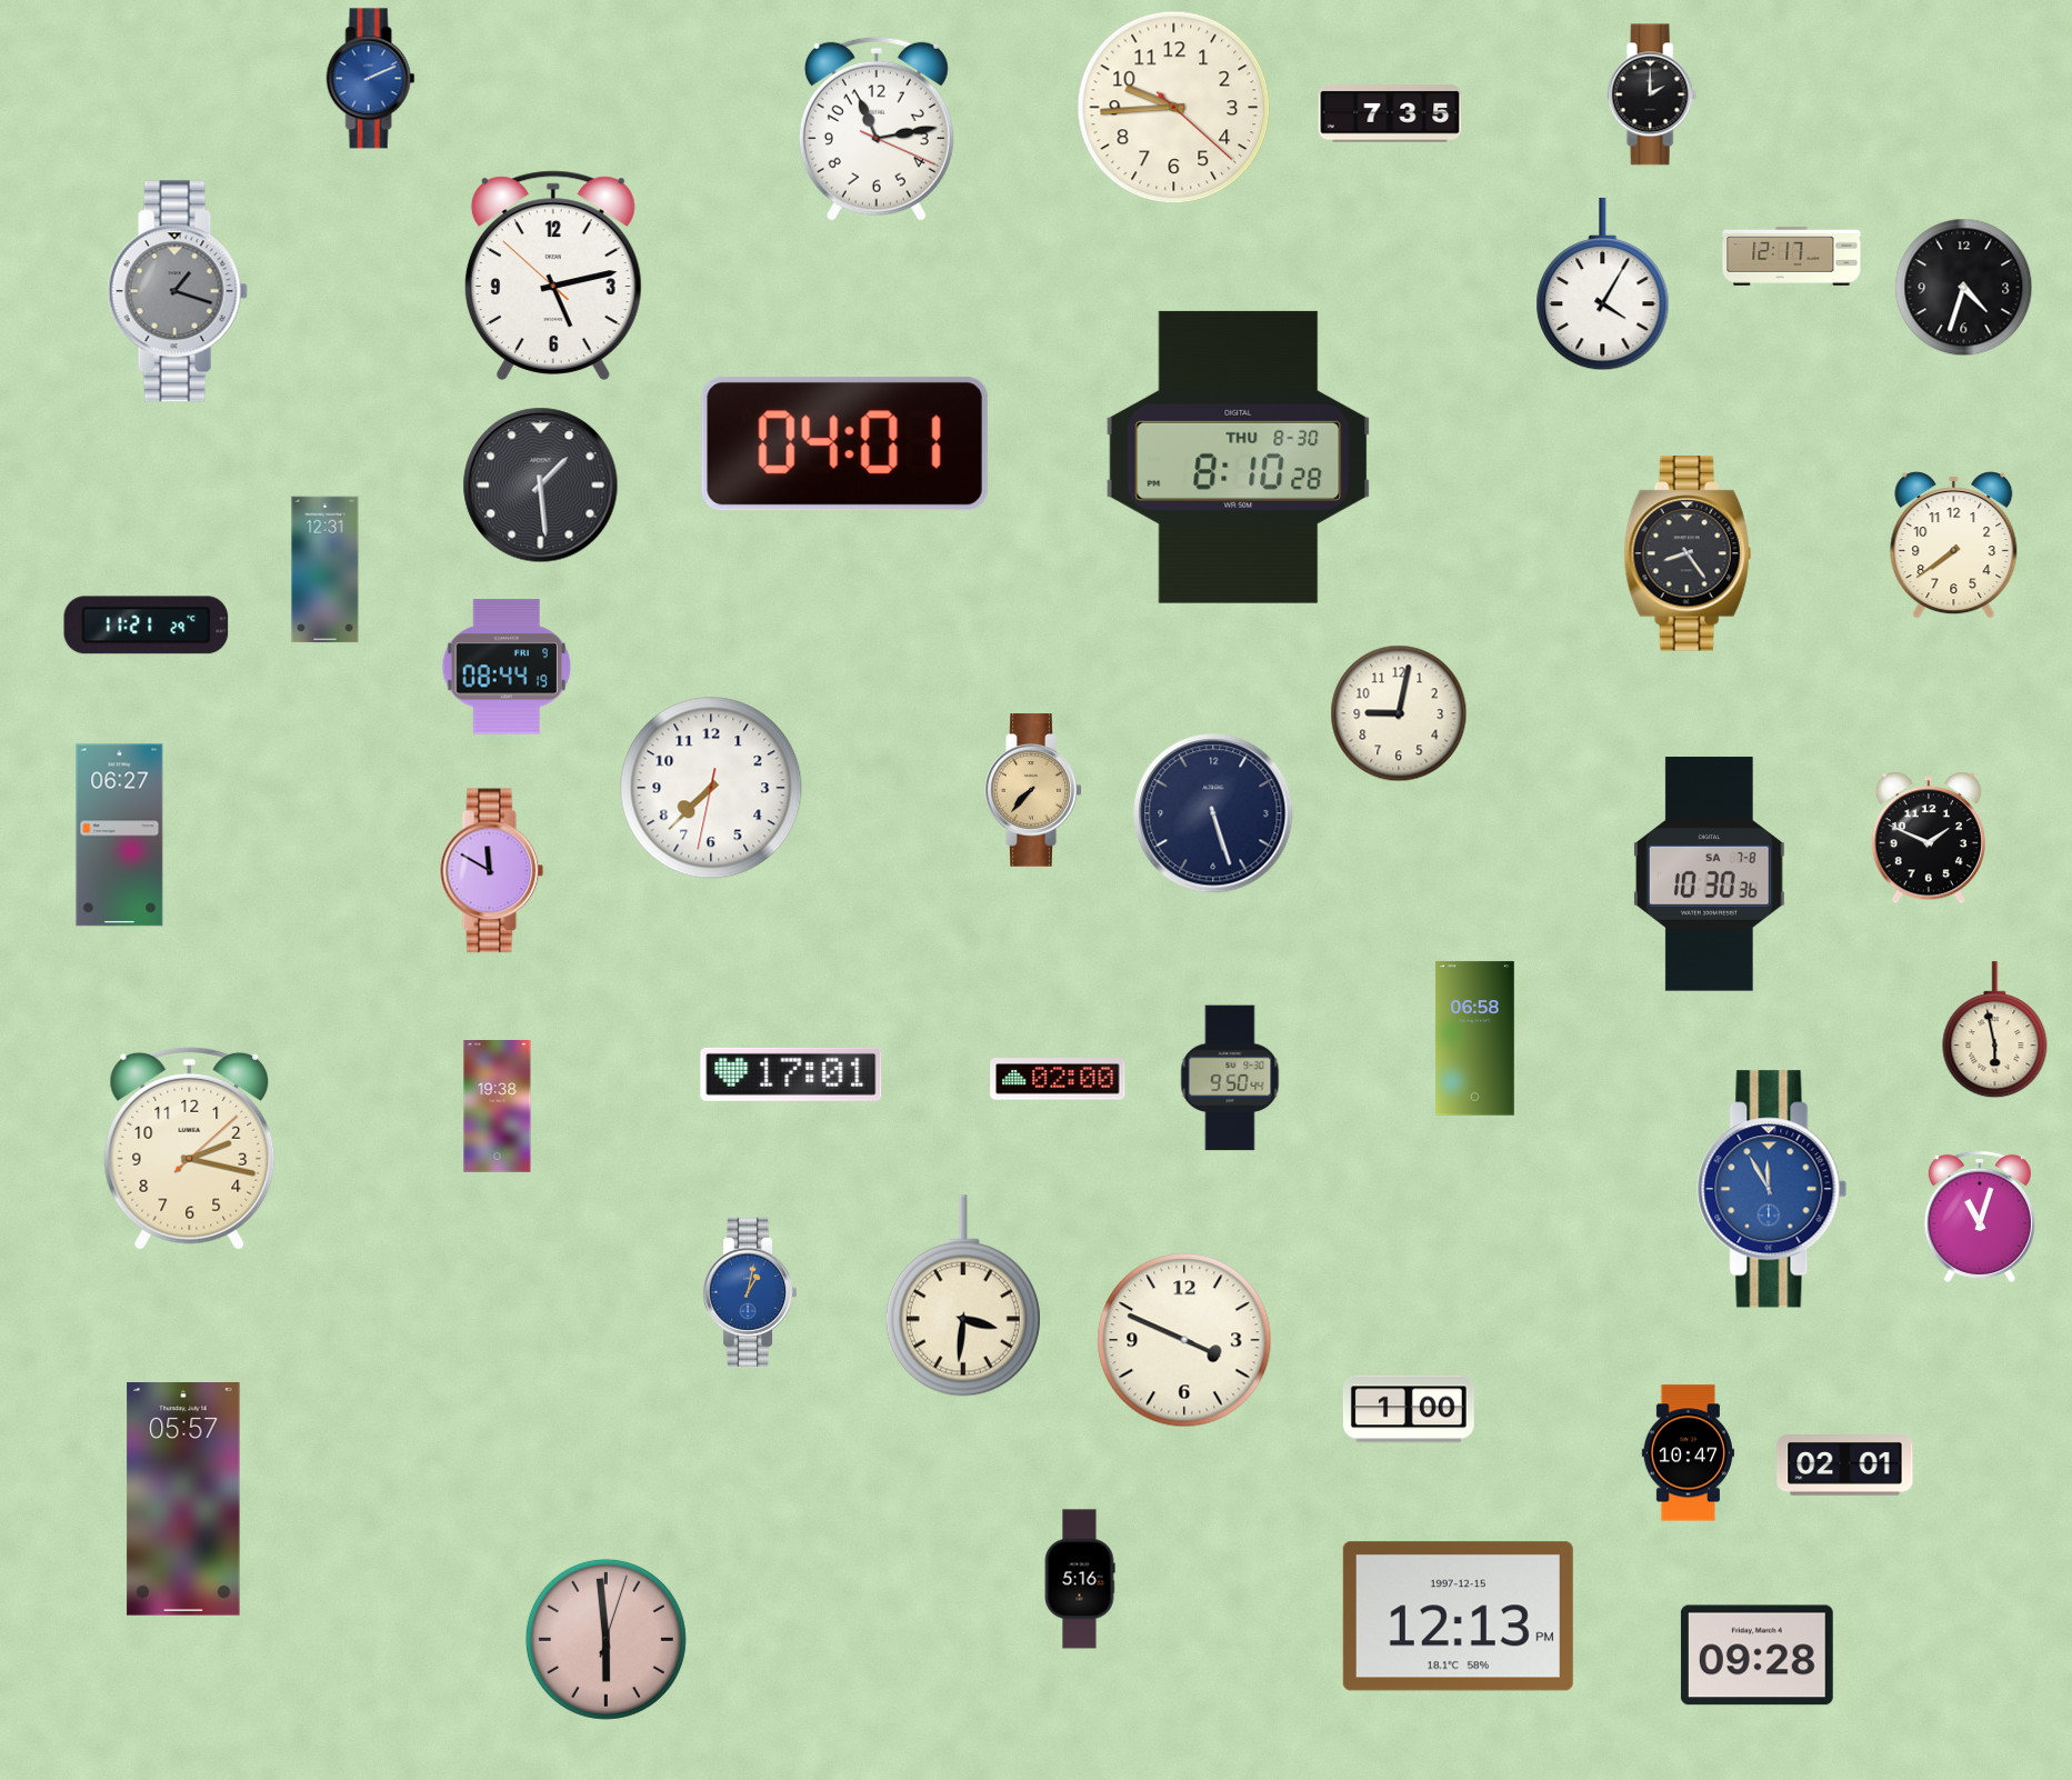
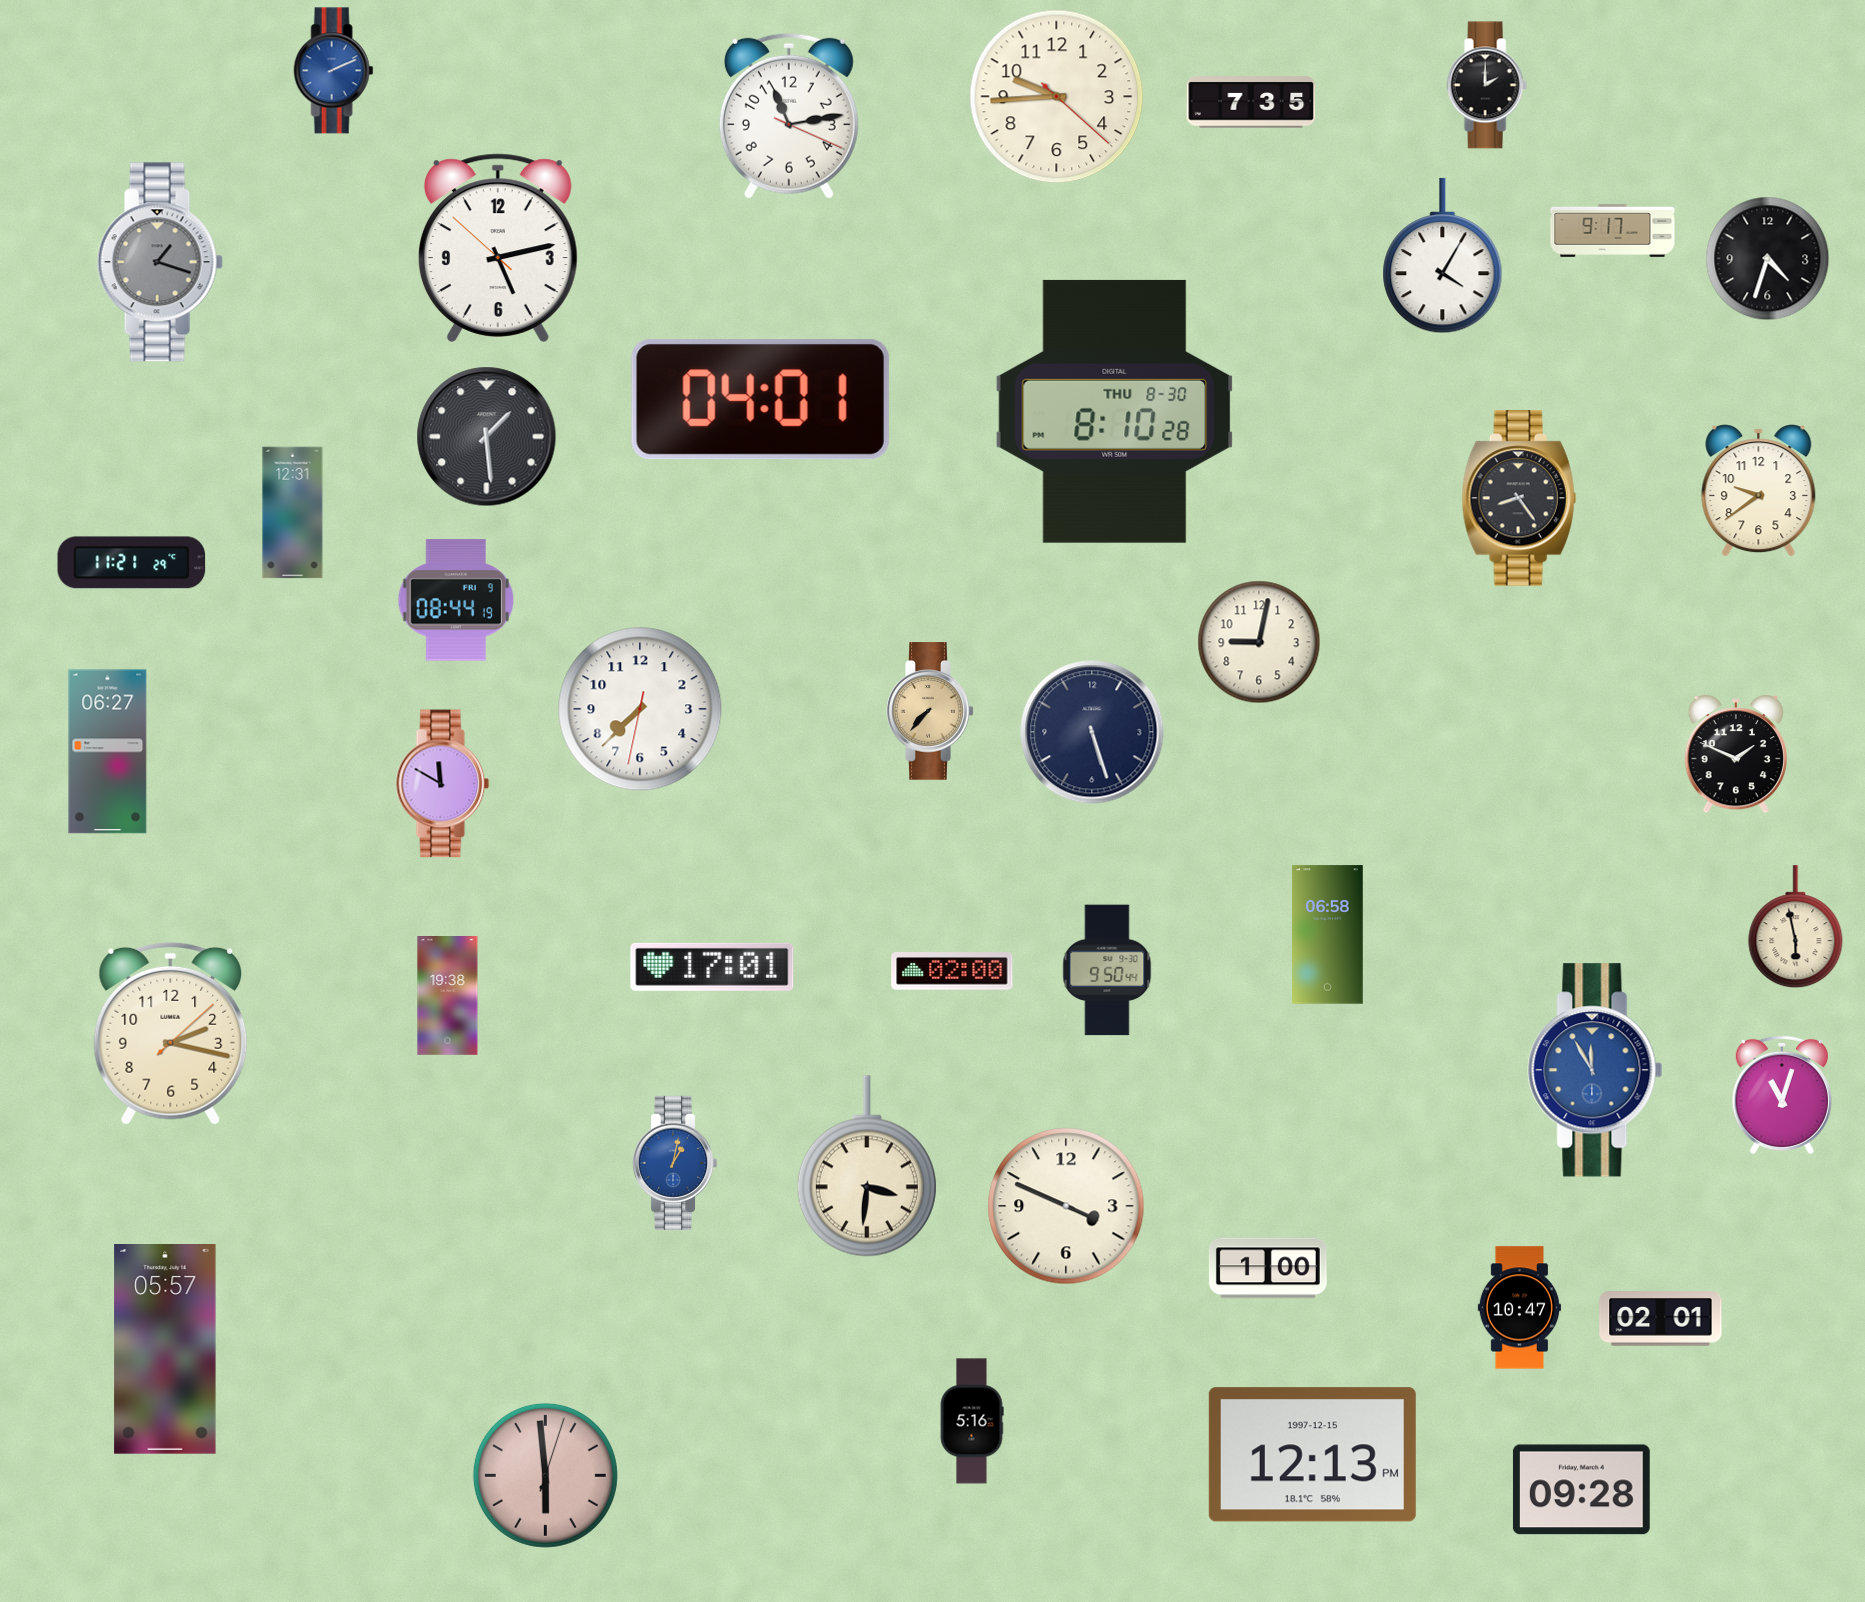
clock at (1792, 257): 12:17 -> 9:17
clock at (1954, 546): 7:39 -> 9:39
clock at (1709, 874): 10:30 -> none
